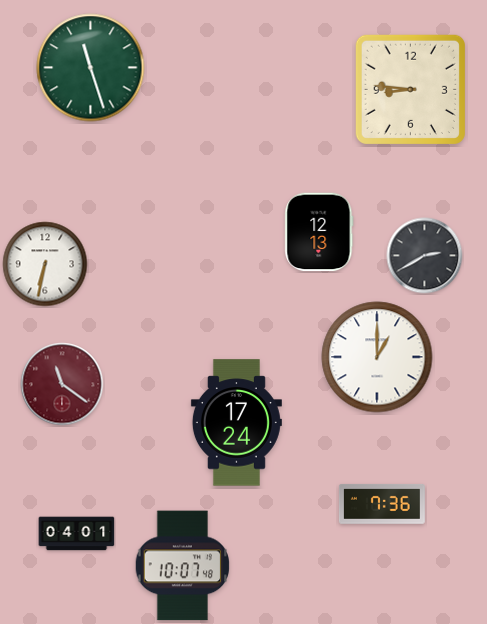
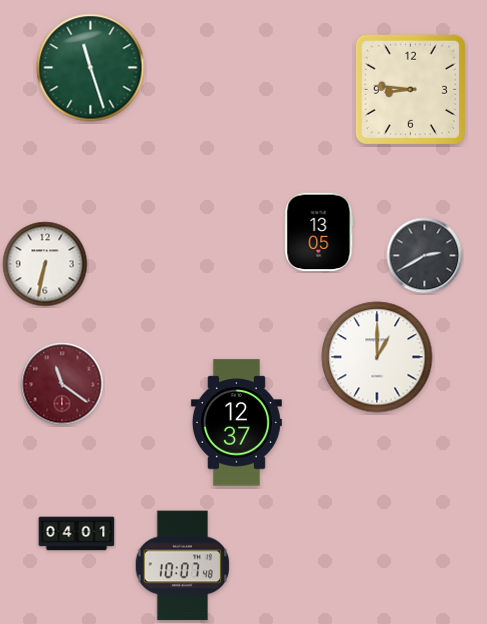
clock at (319, 232): 12:13 -> 13:05
clock at (236, 423): 17:24 -> 12:37
clock at (382, 504): 7:36 -> none
